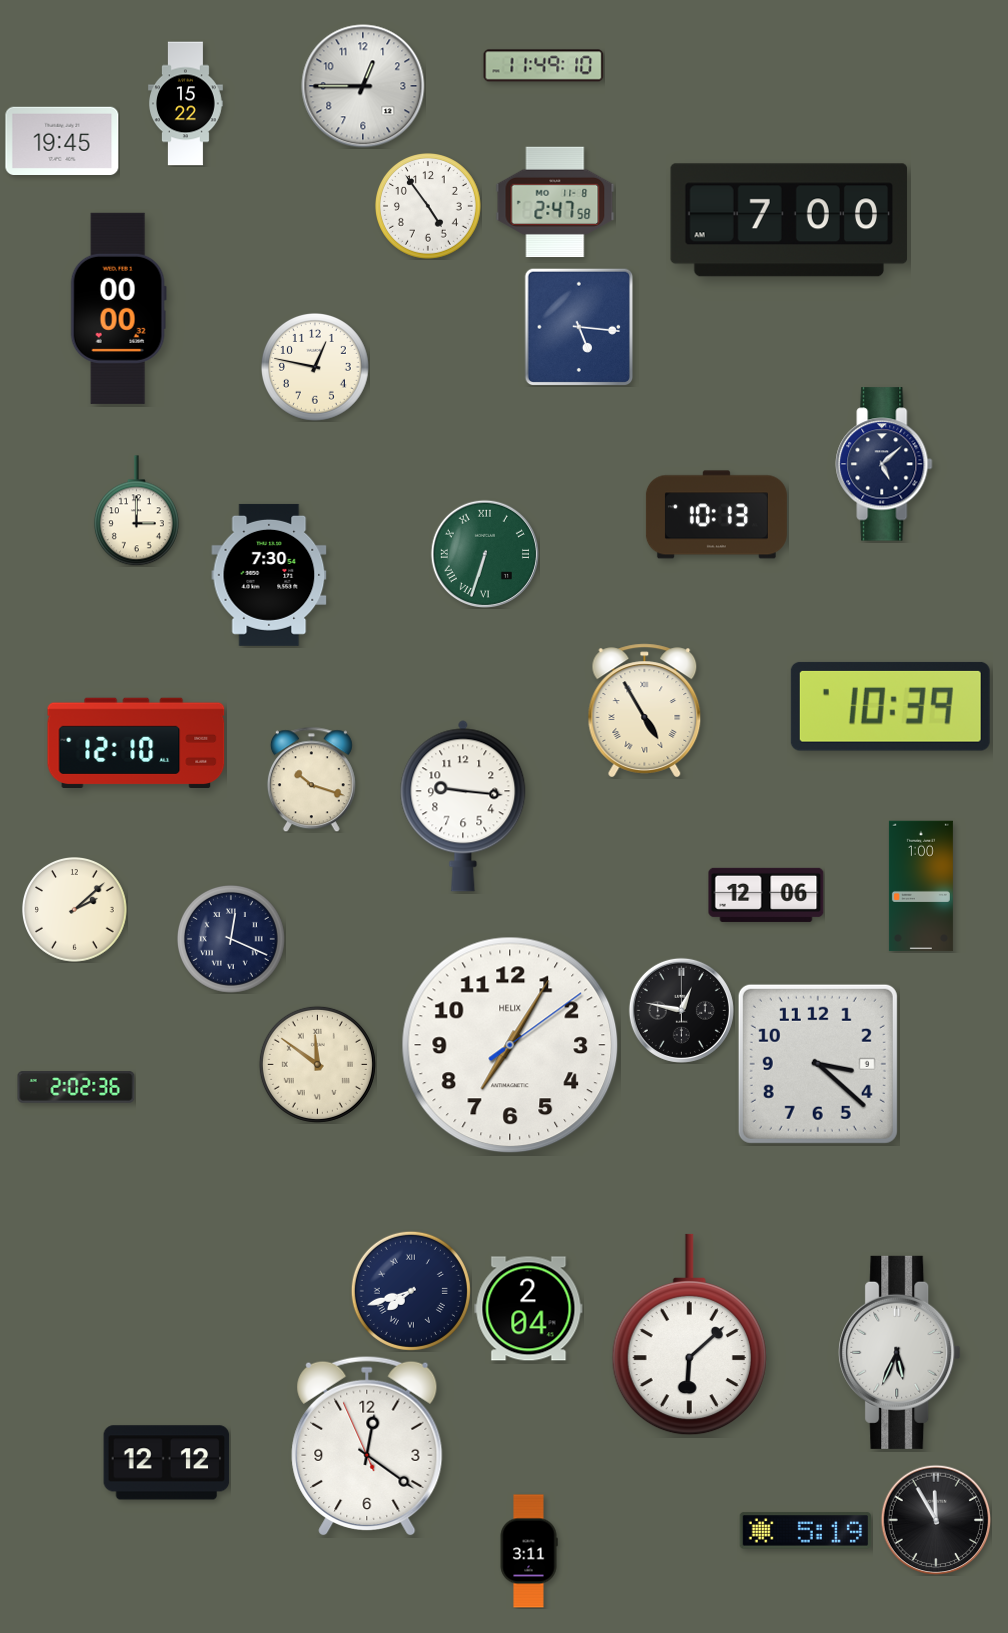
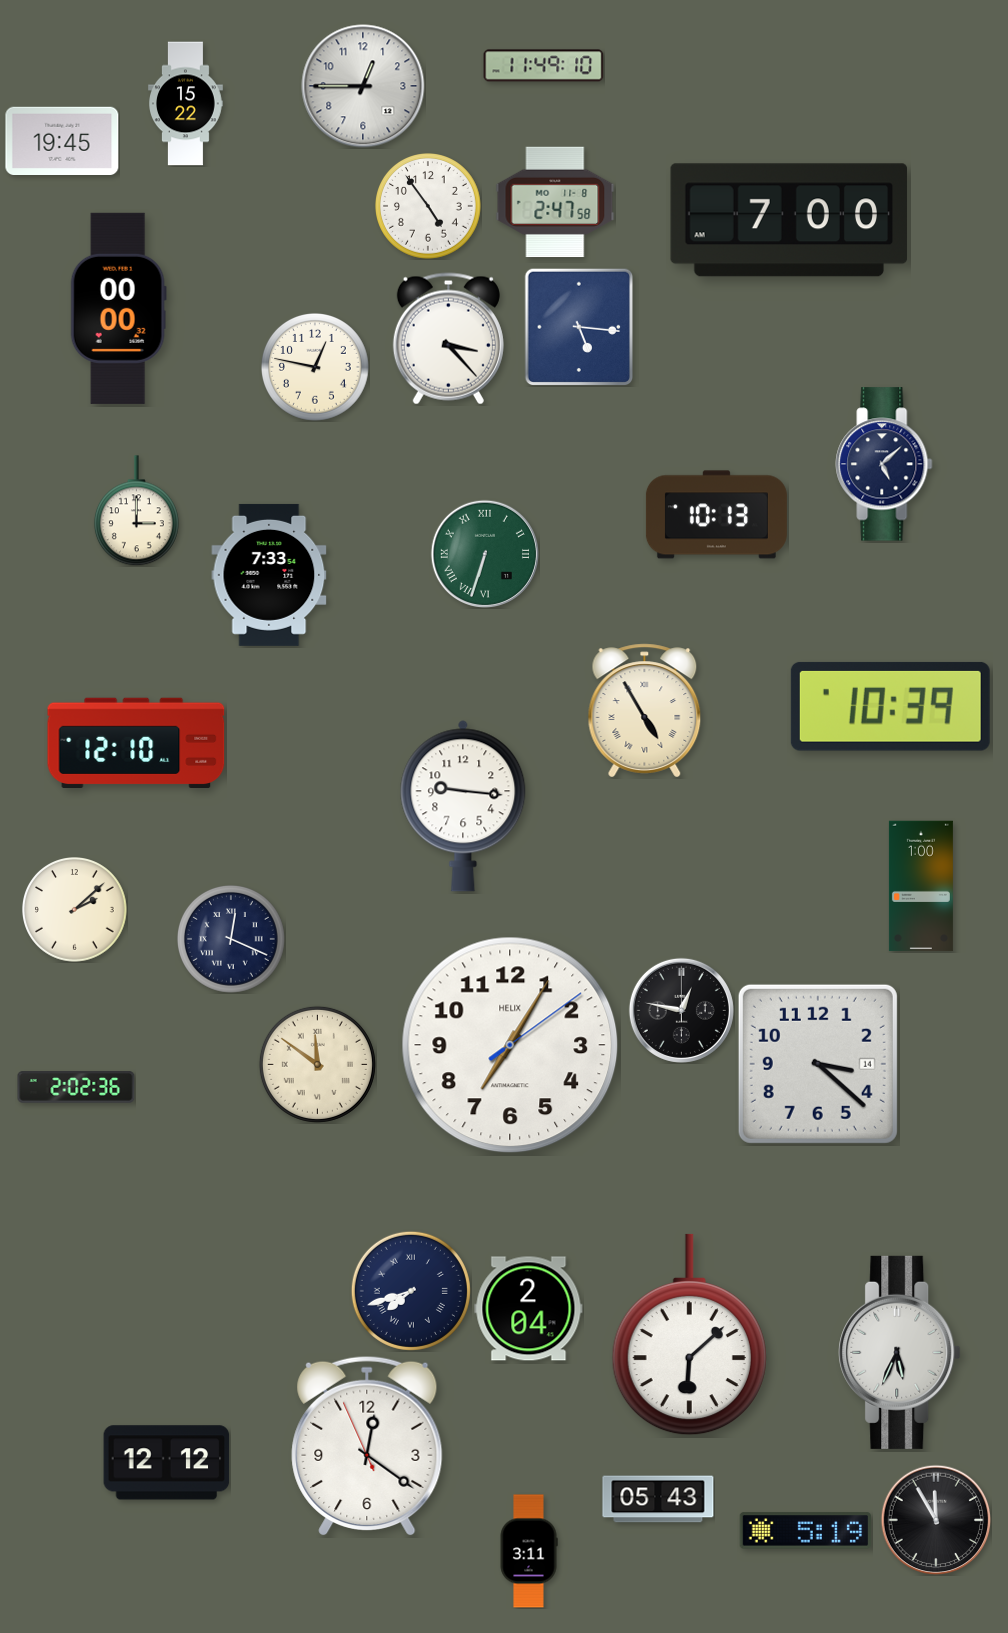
clock at (448, 339): none -> 3:23
clock at (269, 575): 7:30 -> 7:33
clock at (311, 779): 10:18 -> none
clock at (766, 895): 12:06 -> none
clock at (818, 1064) date: 9 -> 14
clock at (658, 1499): none -> 05:43
